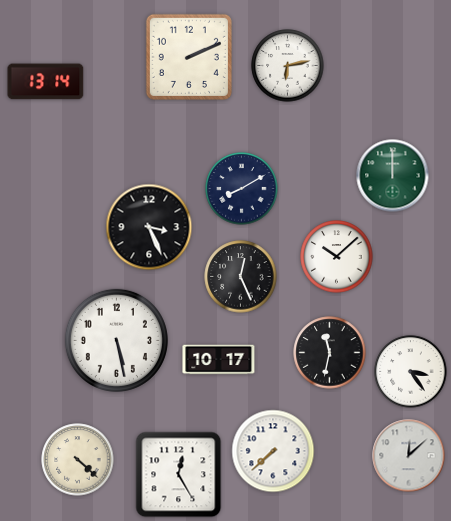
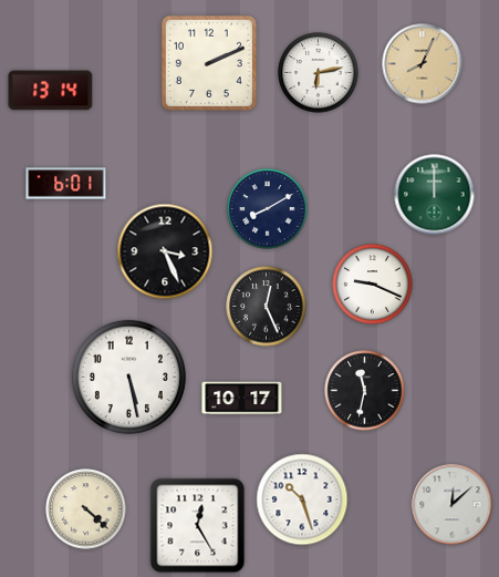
clock at (423, 64): none -> 8:04
clock at (66, 184): none -> 6:01
clock at (337, 257): 10:08 -> 9:19
clock at (411, 372): 3:24 -> none
clock at (273, 451): 7:38 -> 10:27
